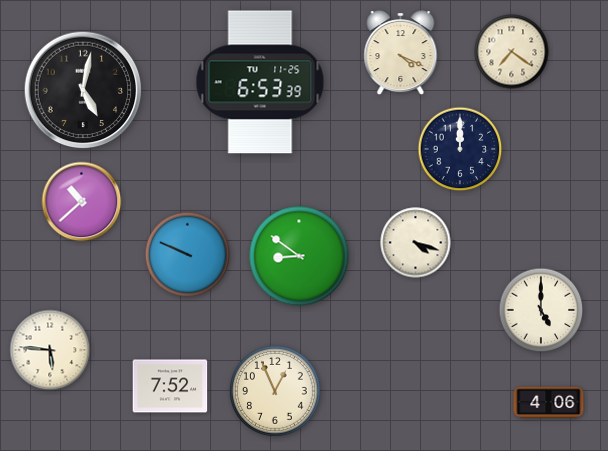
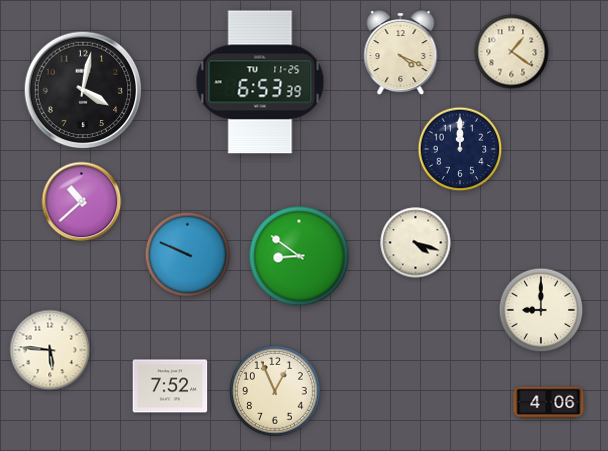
clock at (512, 52): 7:21 -> 1:21
clock at (83, 90): 5:02 -> 4:02
clock at (541, 310): 5:00 -> 9:00
